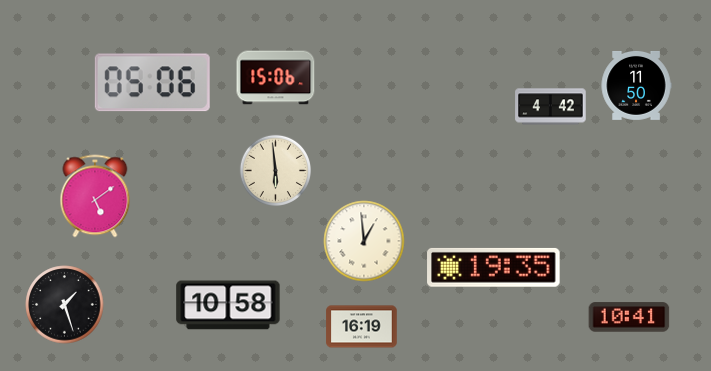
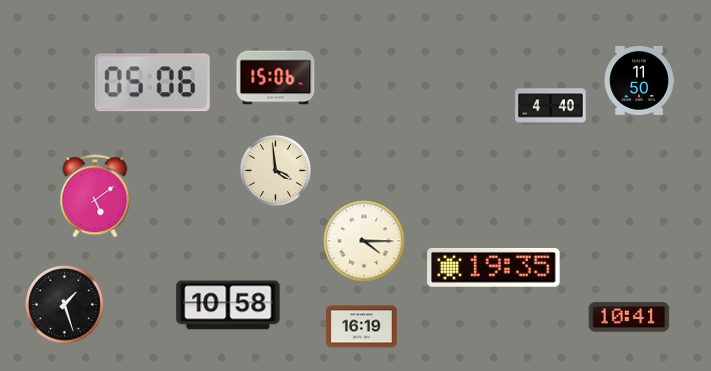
clock at (636, 85) position: (636, 85) -> (639, 80)
clock at (551, 107): 4:42 -> 4:40
clock at (275, 170): 5:59 -> 3:59
clock at (364, 241): 12:59 -> 4:15
